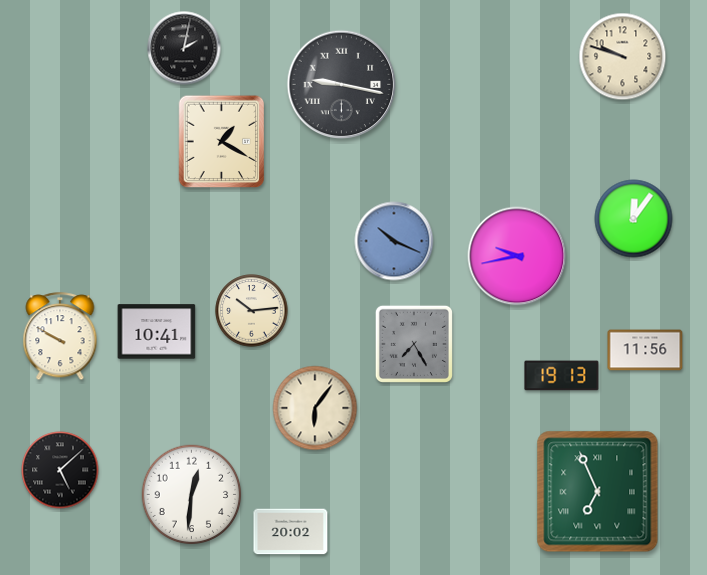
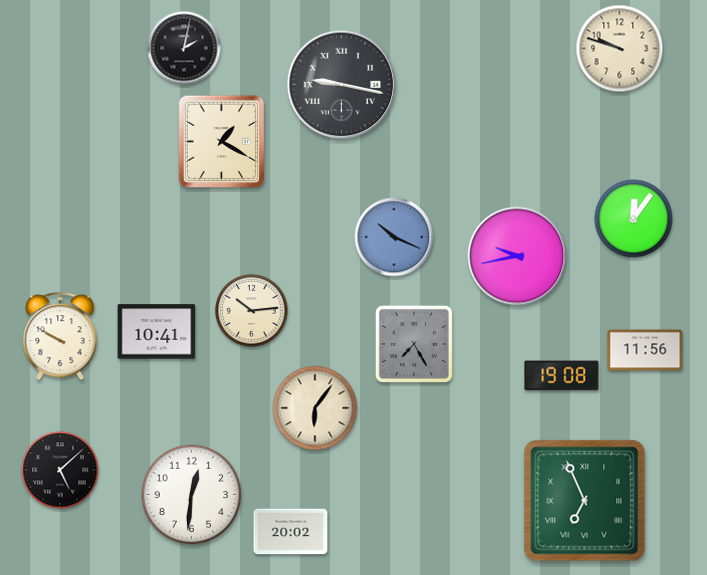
clock at (623, 57) position: (623, 57) -> (620, 49)
clock at (394, 241) position: (394, 241) -> (394, 237)
clock at (562, 376): 19:13 -> 19:08
clock at (598, 492) position: (598, 492) -> (585, 501)
